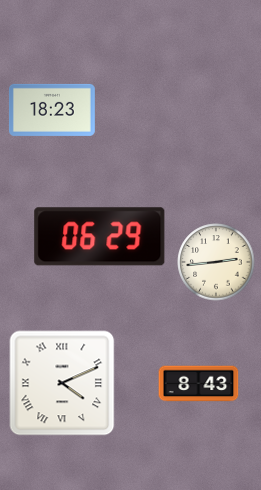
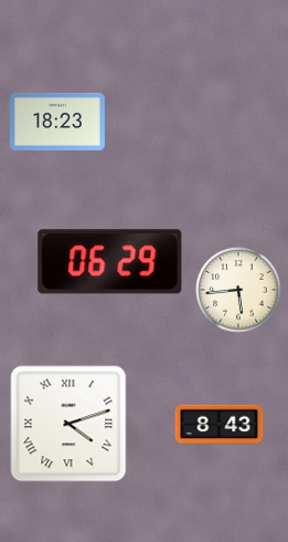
clock at (216, 262): 2:44 -> 5:44
clock at (62, 383): 4:11 -> 4:12
